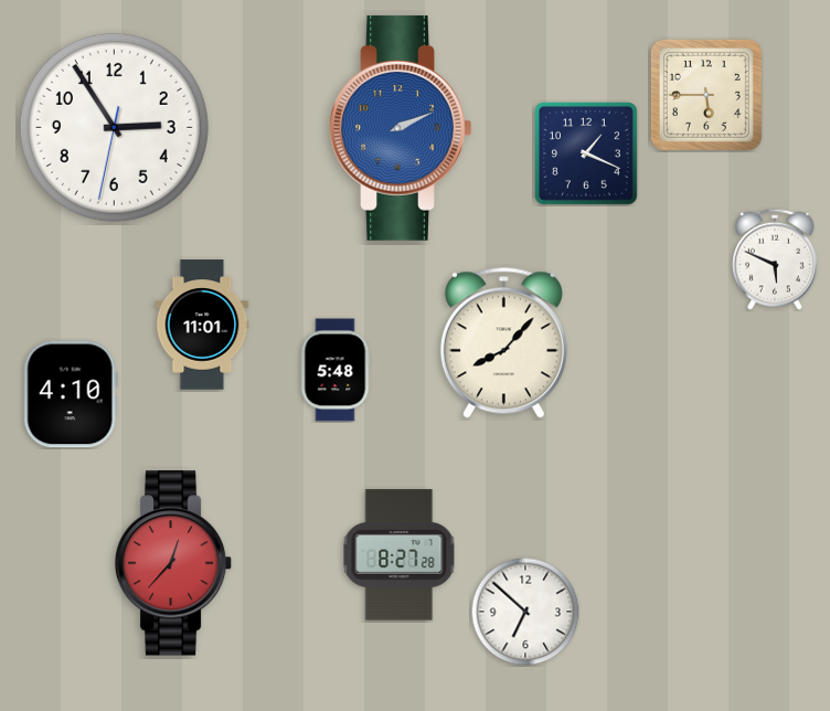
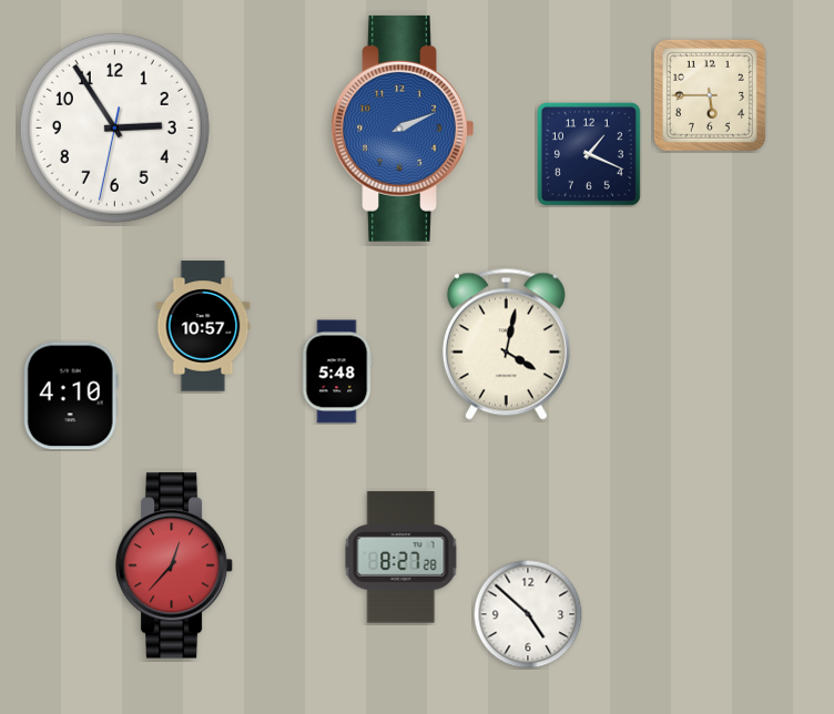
clock at (775, 259): 5:49 -> none
clock at (202, 325): 11:01 -> 10:57
clock at (503, 342): 8:07 -> 4:02
clock at (525, 612): 6:52 -> 4:52
